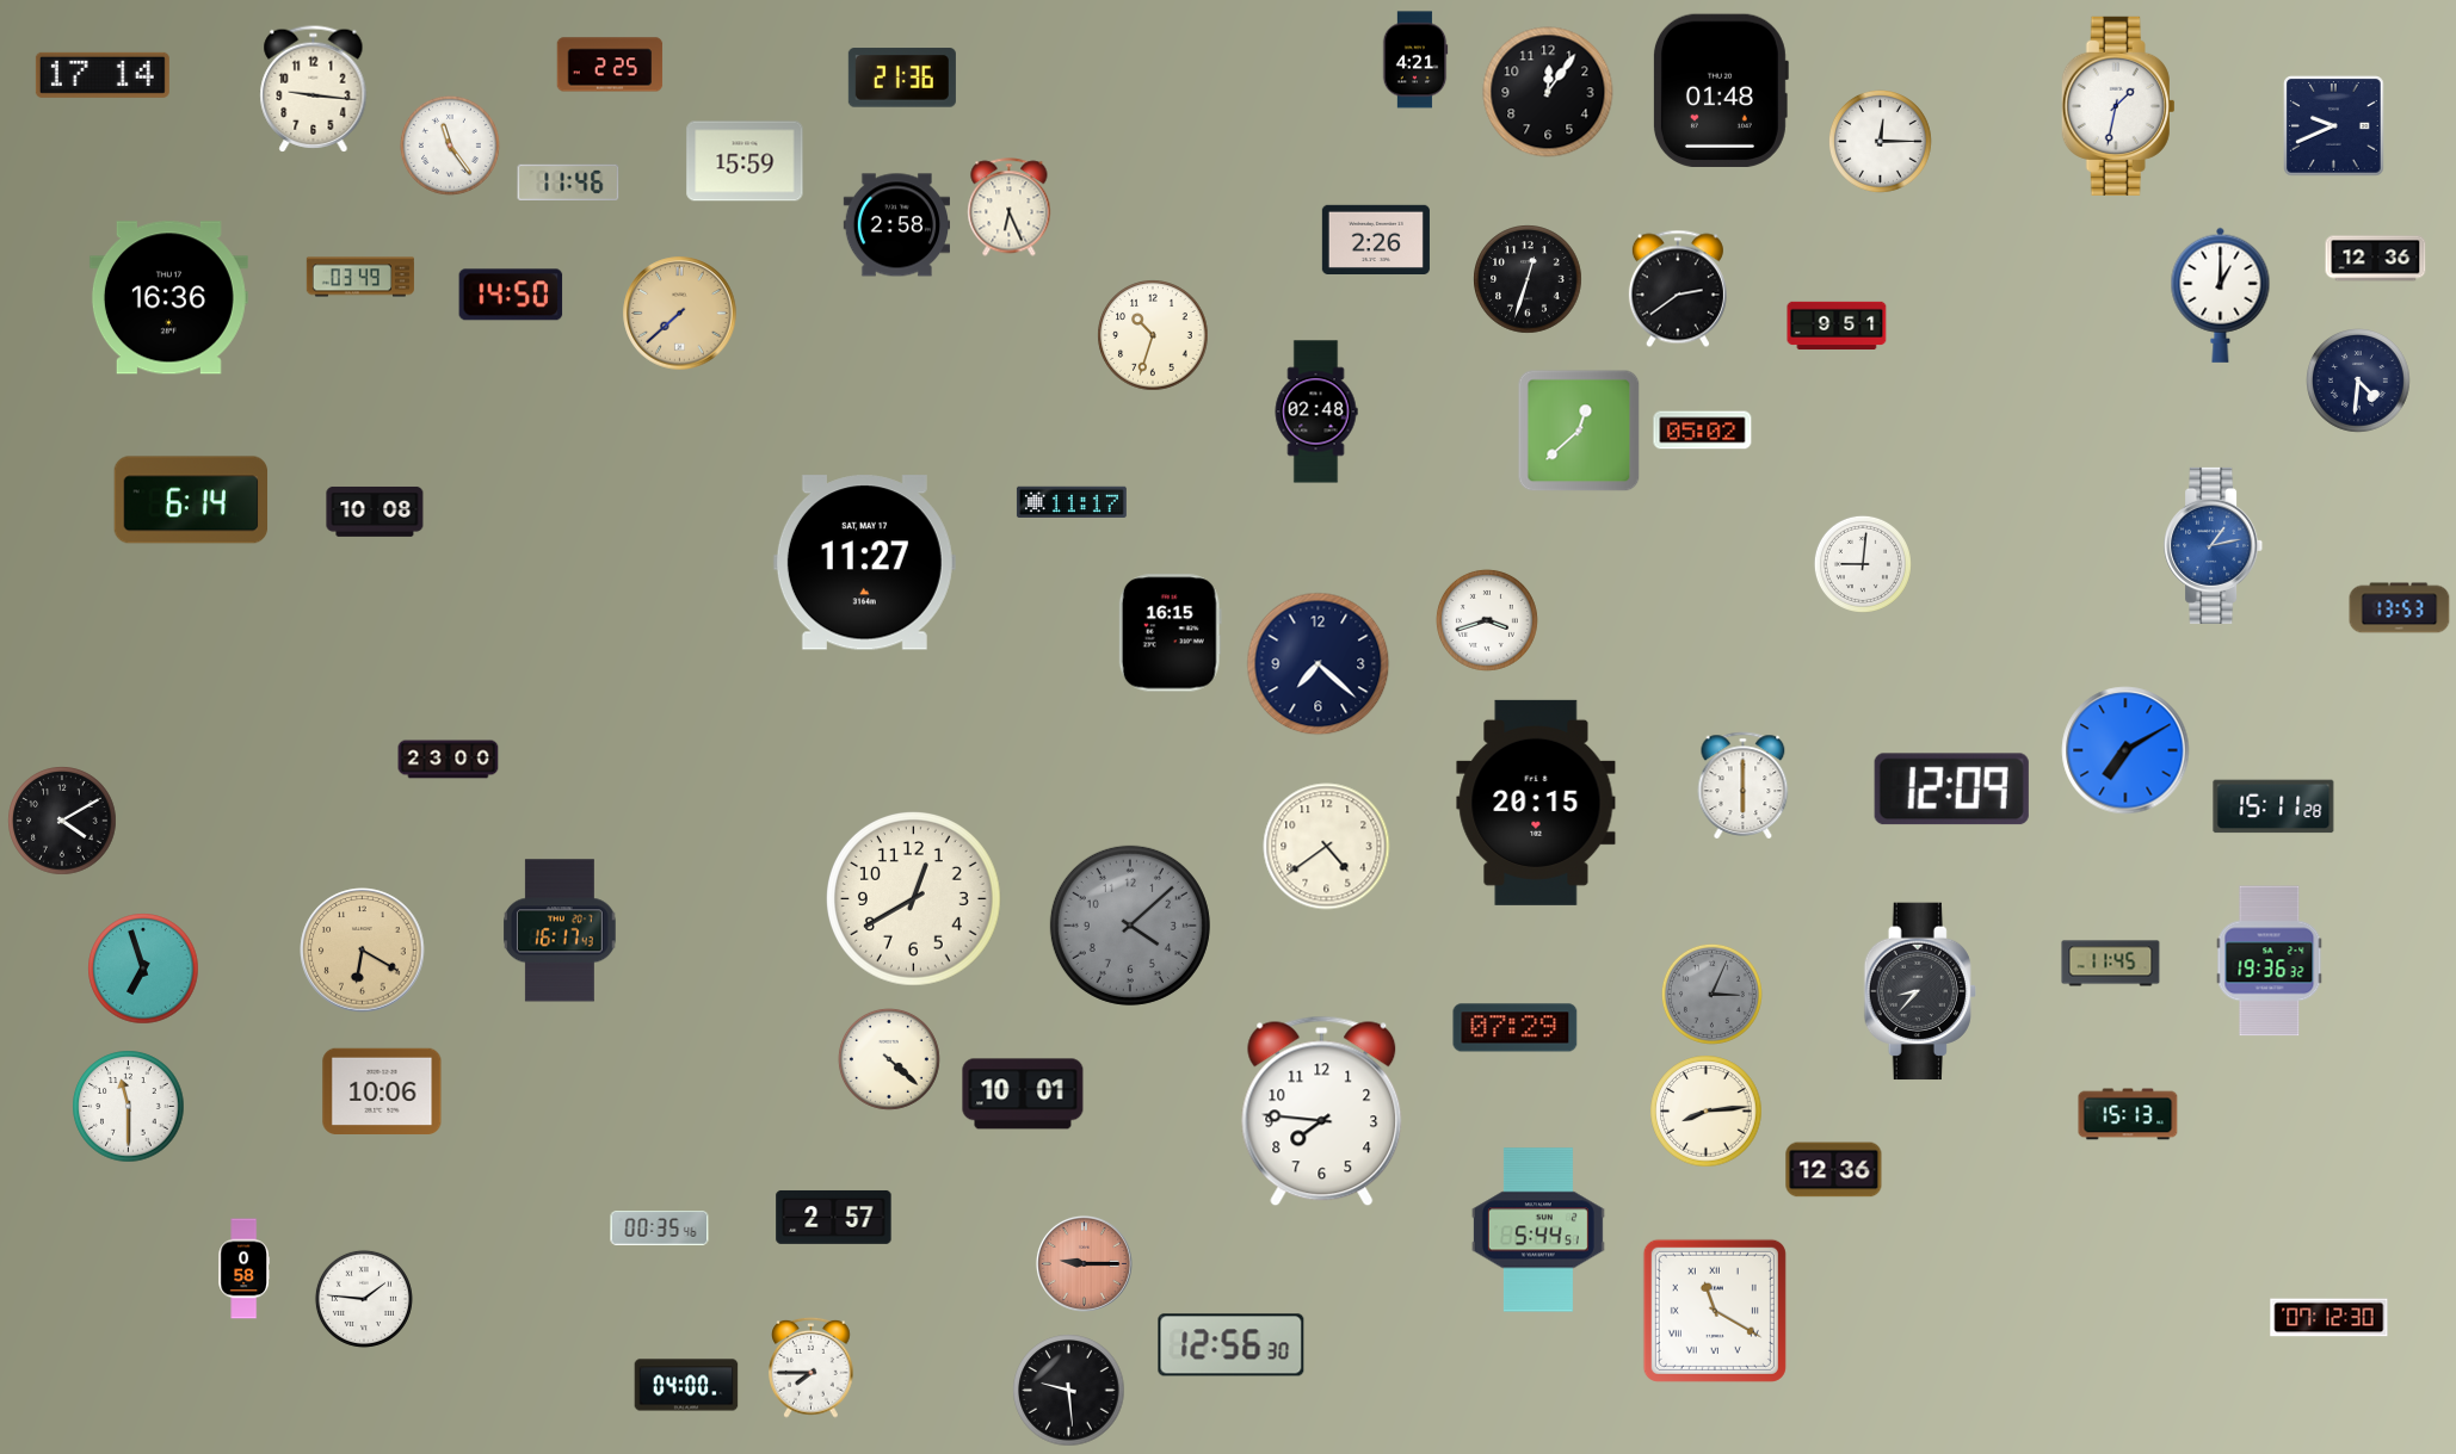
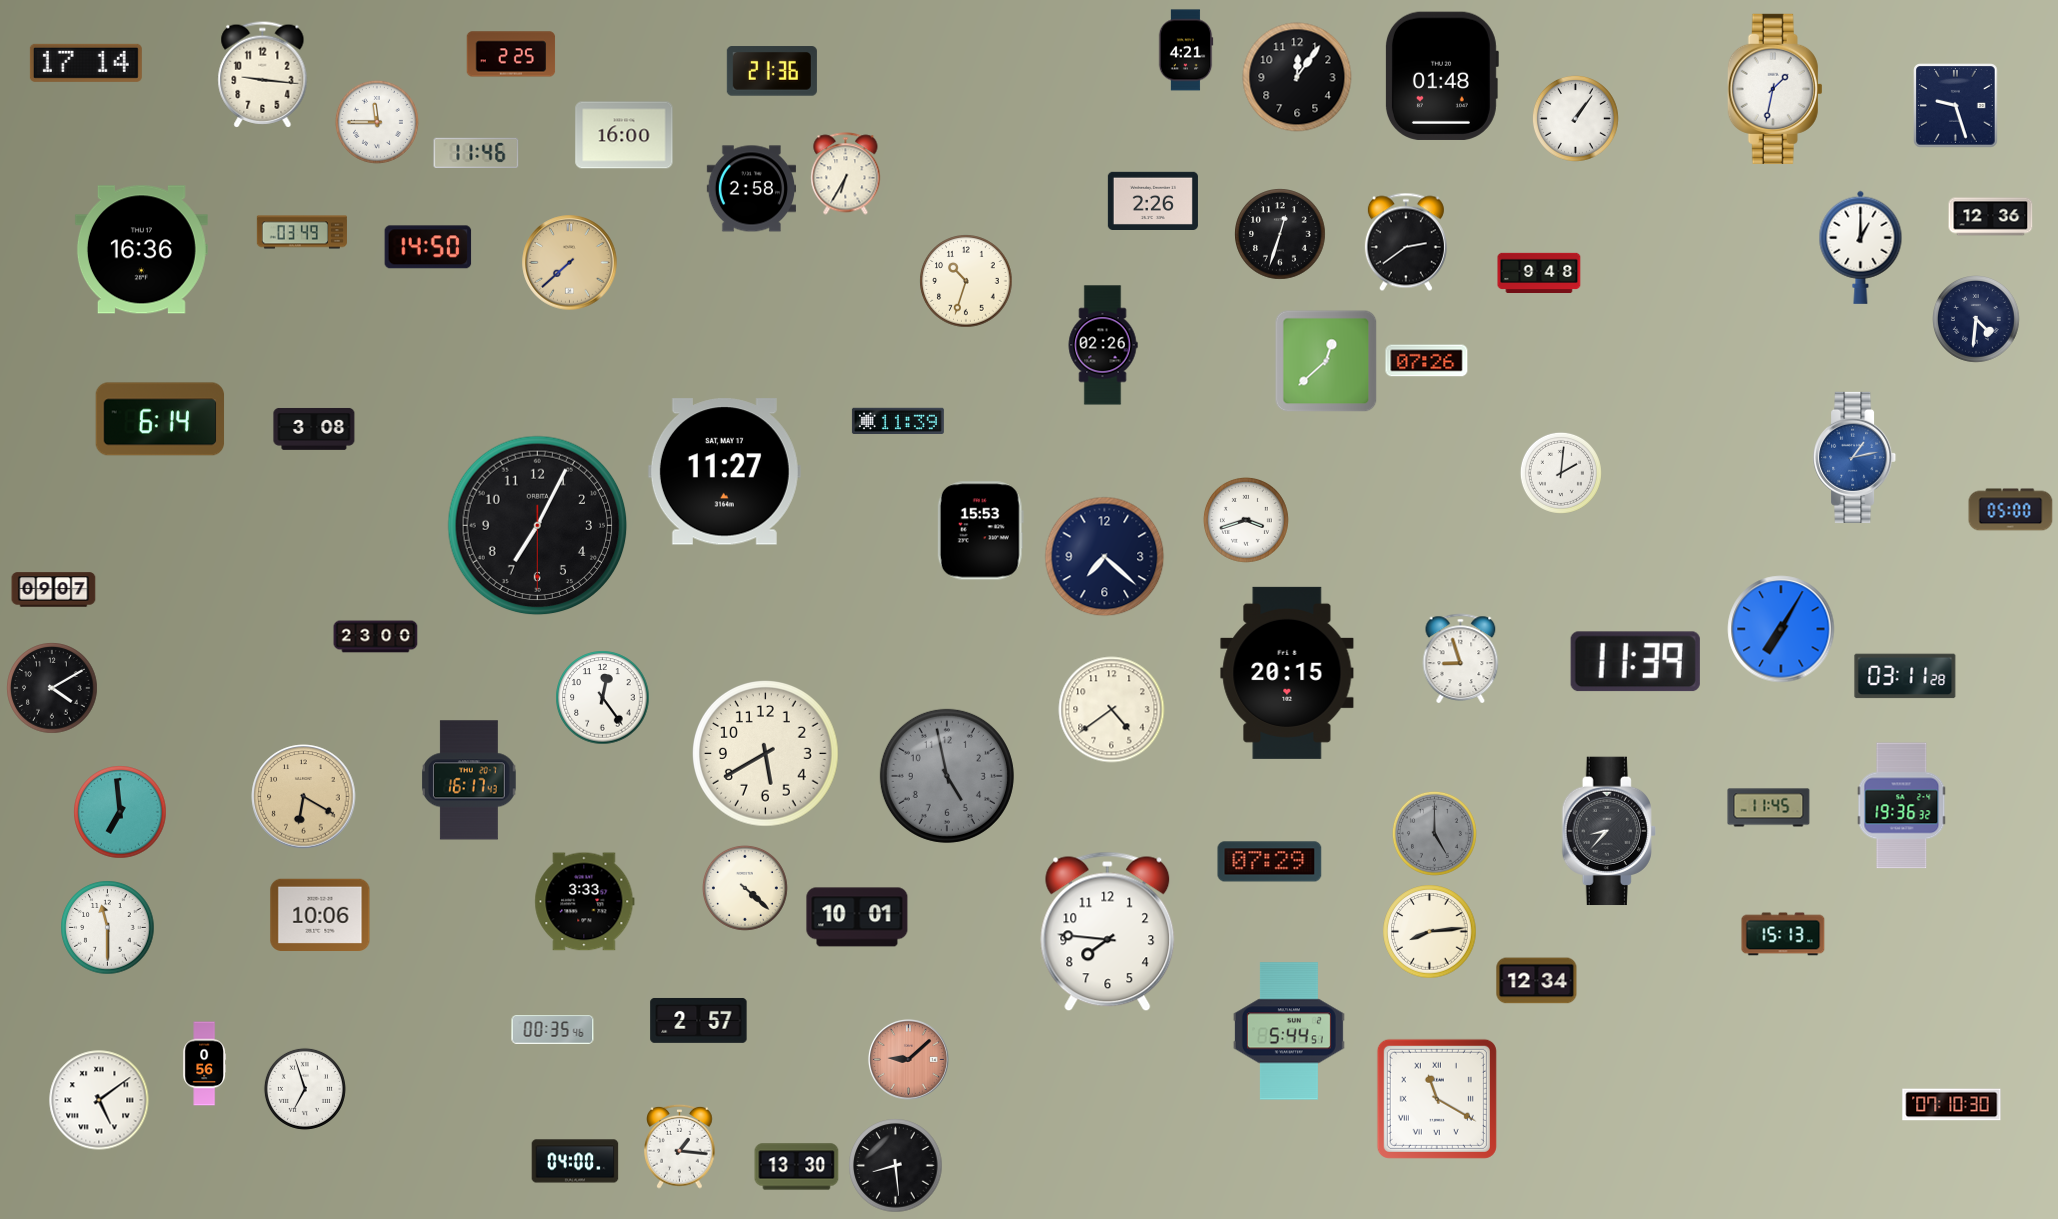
clock at (902, 78) position: (902, 78) -> (772, 71)
clock at (2334, 126): 9:41 -> 9:27
clock at (1880, 141): 12:15 -> 1:06
clock at (450, 146): 11:24 -> 11:45
clock at (745, 161): 15:59 -> 16:00
clock at (1010, 208): 6:26 -> 6:35
clock at (1837, 324): 9:51 -> 9:48
clock at (1316, 412): 02:48 -> 02:26
clock at (1579, 431) position: (1579, 431) -> (1326, 361)
clock at (1703, 431): 05:02 -> 07:26
clock at (1072, 501): 11:17 -> 11:39
clock at (375, 512): 10:08 -> 3:08
clock at (1863, 564): 9:01 -> 2:01
clock at (2400, 608): 13:53 -> 05:00
clock at (538, 526): none -> 7:04
clock at (1170, 633): 16:15 -> 15:53
clock at (54, 590): none -> 09:07
clock at (2125, 750): 7:10 -> 7:05
clock at (1744, 785): 6:00 -> 8:57
clock at (1951, 790): 12:09 -> 11:39
clock at (2273, 806): 15:11 -> 03:11
clock at (603, 698): none -> 12:24
clock at (914, 899): 12:40 -> 5:40
clock at (1130, 926): 4:08 -> 4:58
clock at (143, 969): 6:57 -> 6:59
clock at (1711, 994): 3:04 -> 5:00
clock at (585, 902): none -> 3:33
clock at (1834, 1170): 12:36 -> 12:34
clock at (1084, 1263): 9:15 -> 9:08
clock at (243, 1269): 0:58 -> 0:56
clock at (364, 1299): 1:46 -> 6:57
clock at (99, 1100): none -> 5:09
clock at (2330, 1318): 07:12 -> 07:10
clock at (1232, 1345): 12:56 -> none
clock at (812, 1367): 7:45 -> 1:16
clock at (1069, 1391): 9:29 -> 8:29
clock at (797, 1167): none -> 13:30
